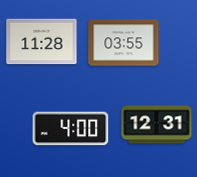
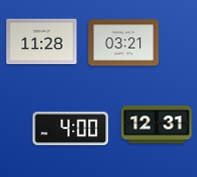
clock at (124, 43): 03:55 -> 03:21
